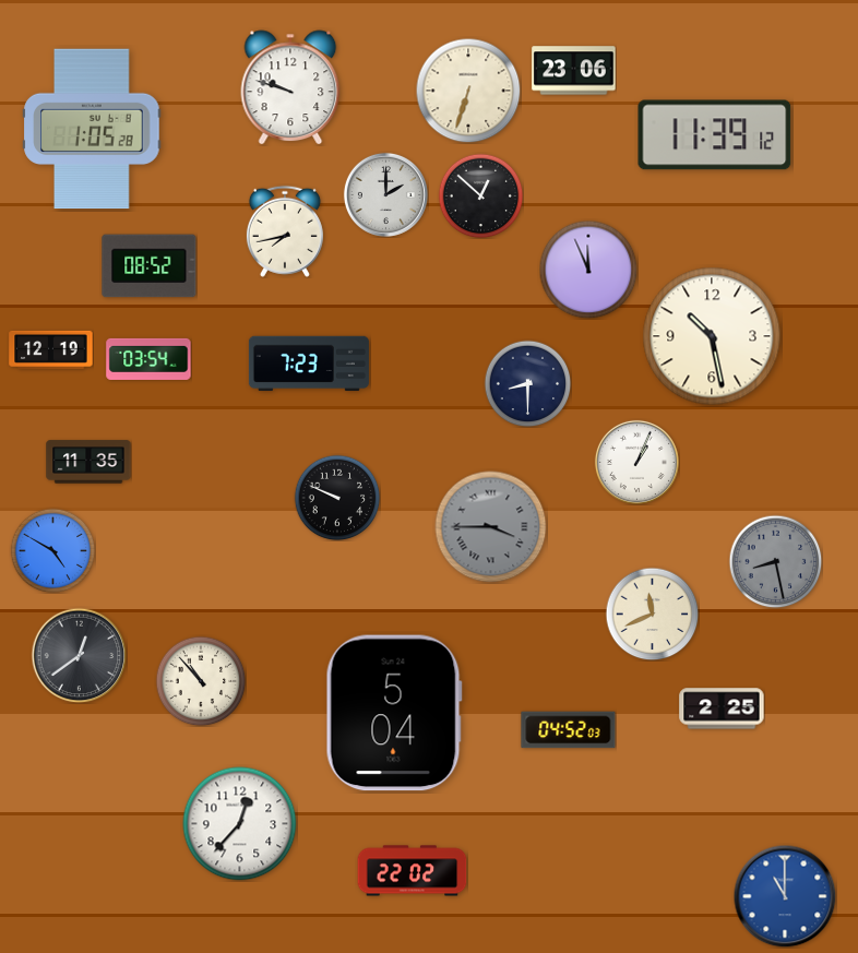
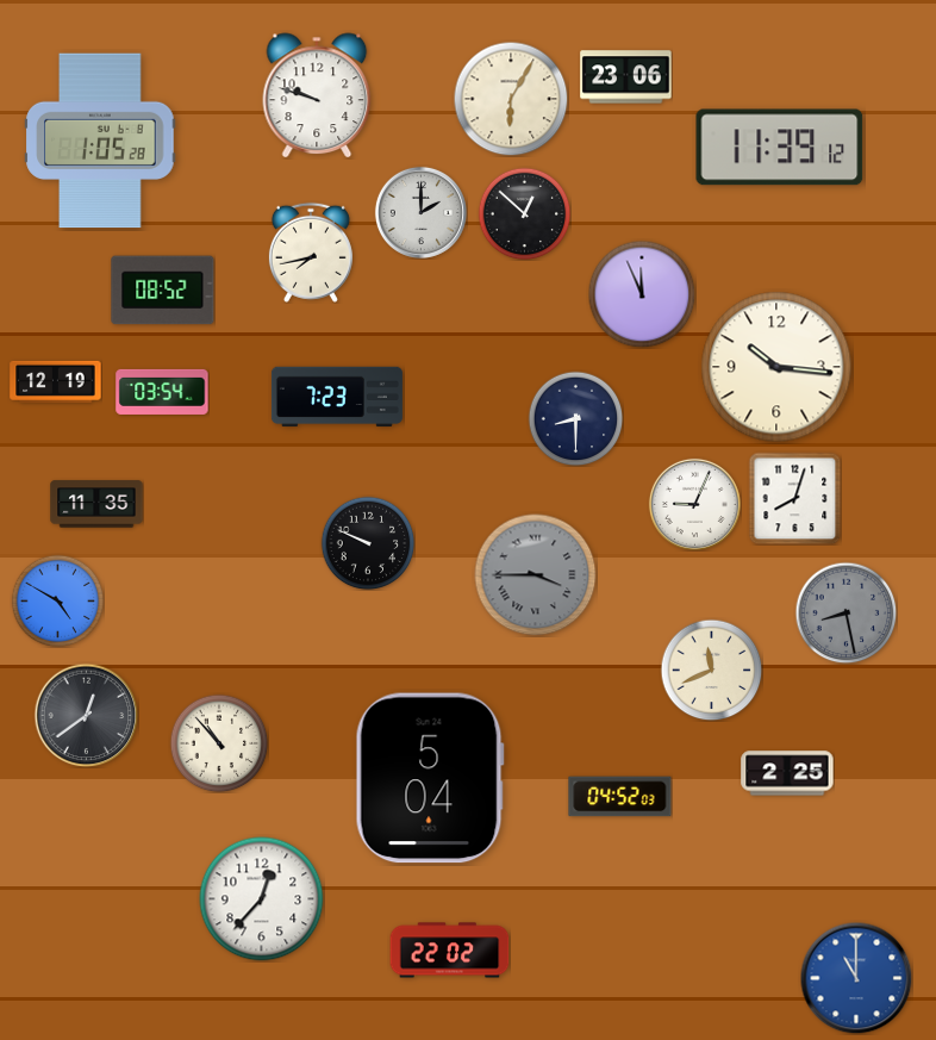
clock at (468, 91): 6:33 -> 6:05
clock at (712, 336): 10:28 -> 10:16
clock at (794, 498): none -> 8:03
clock at (636, 462): 1:04 -> 9:04
